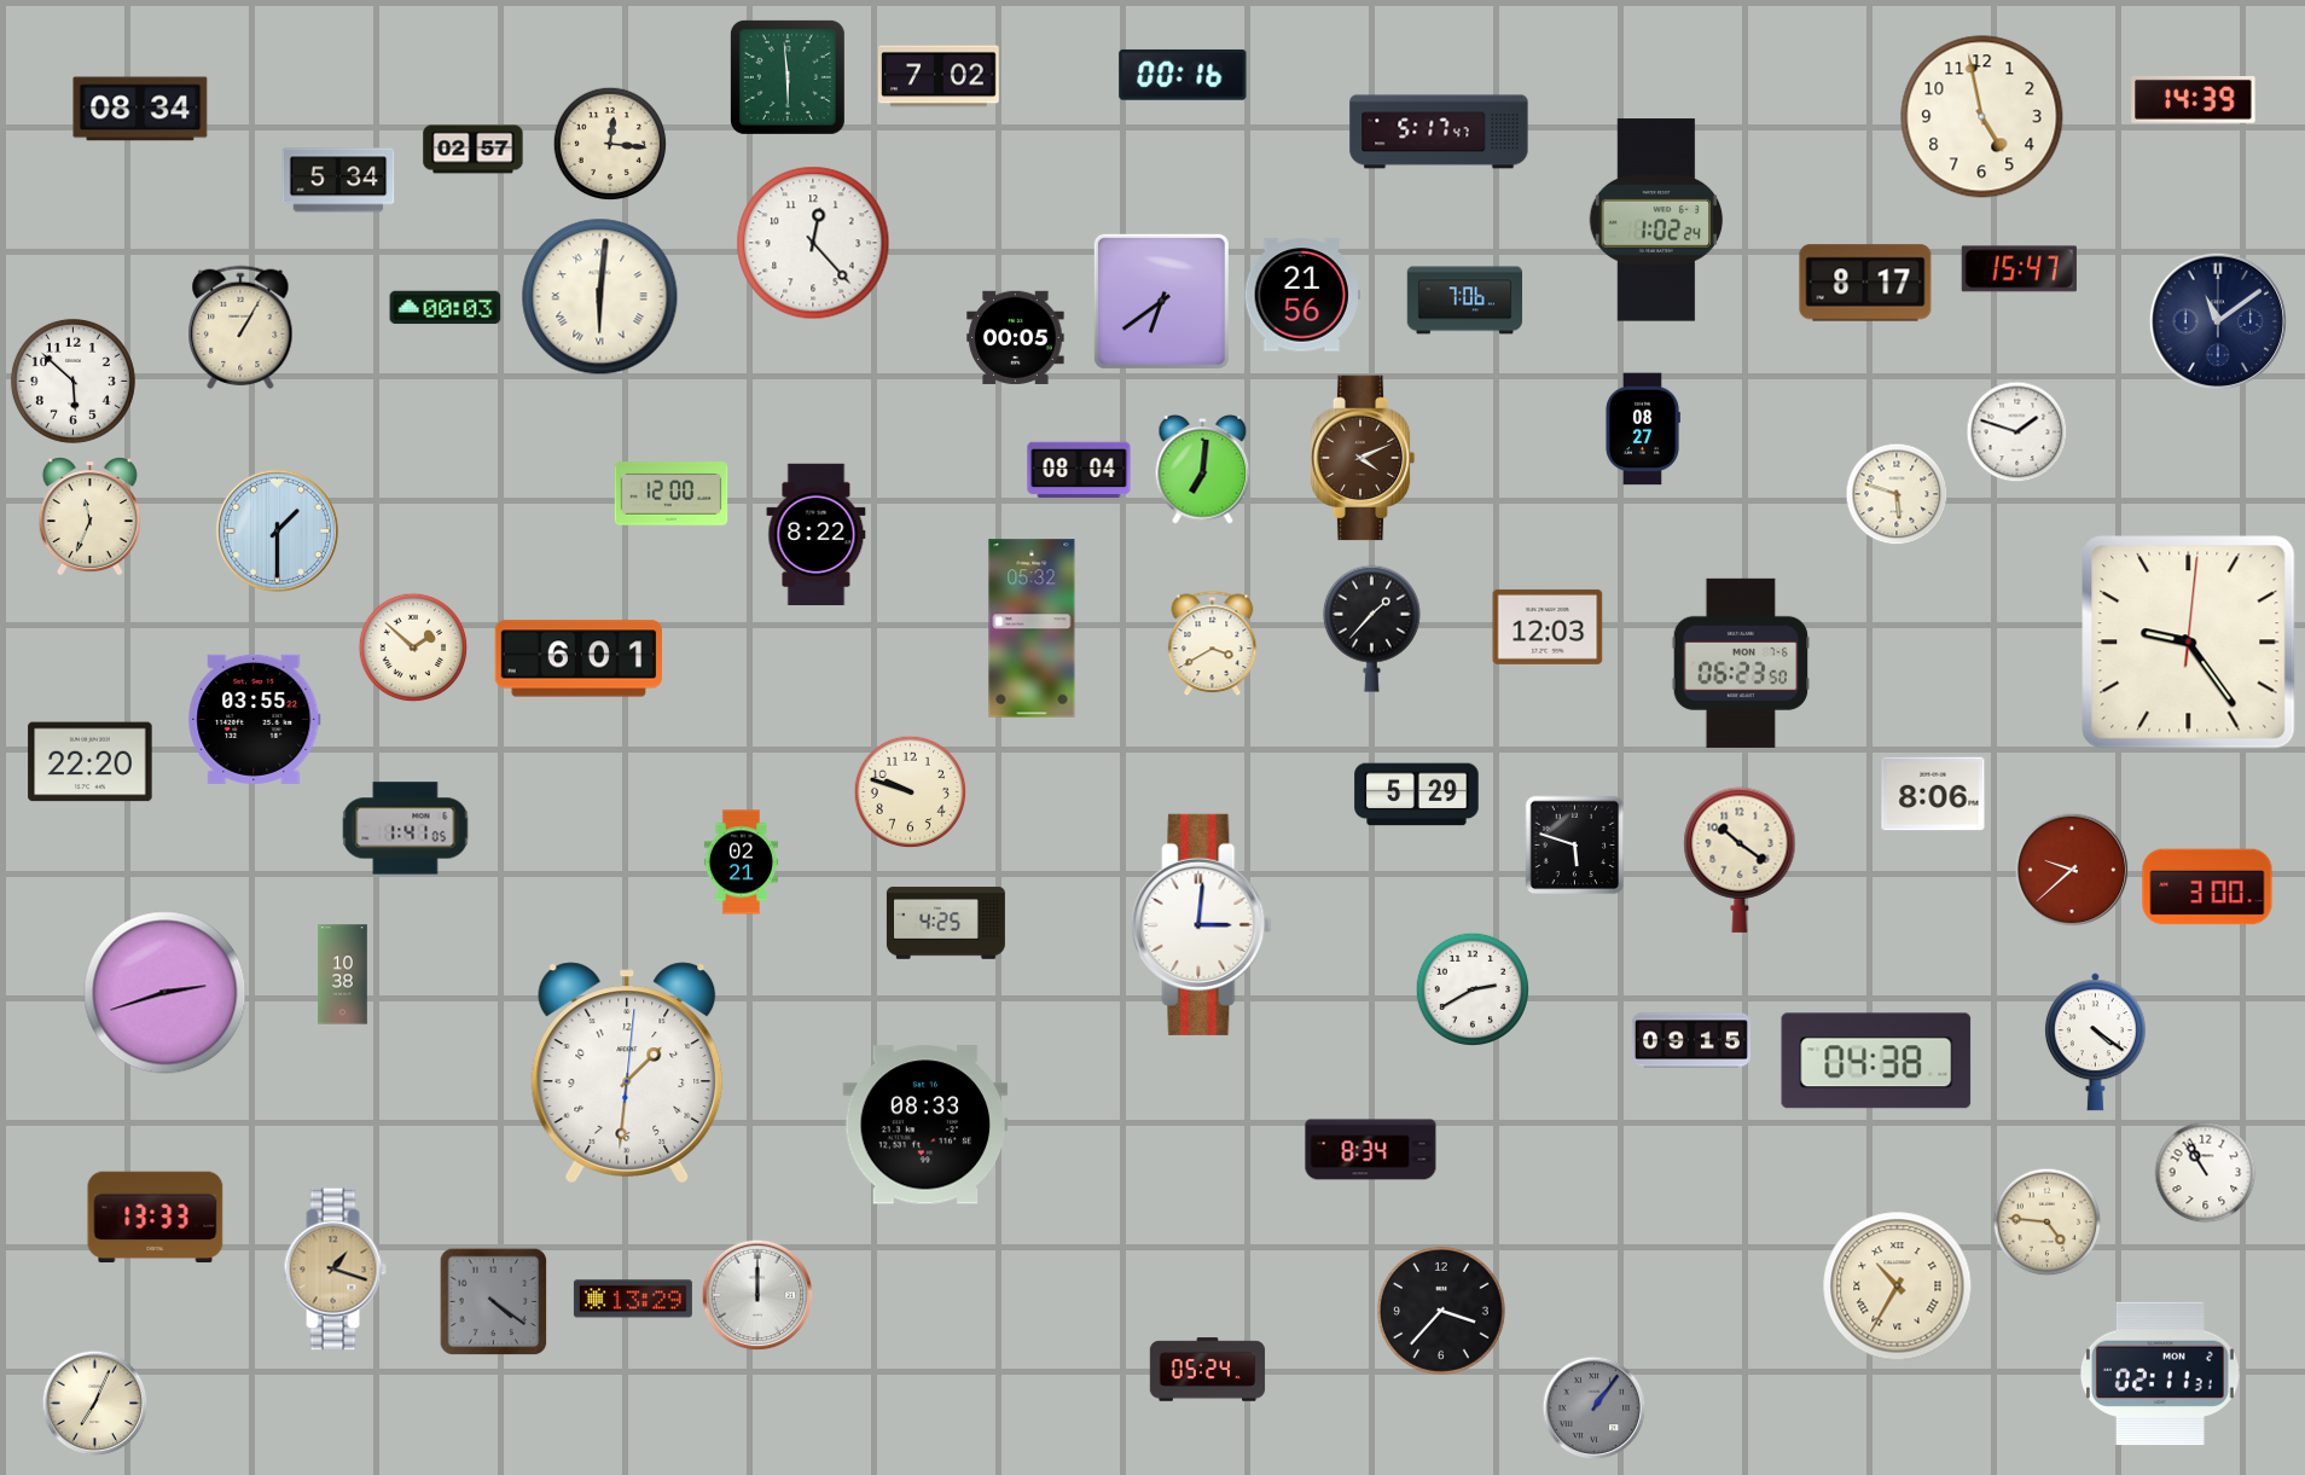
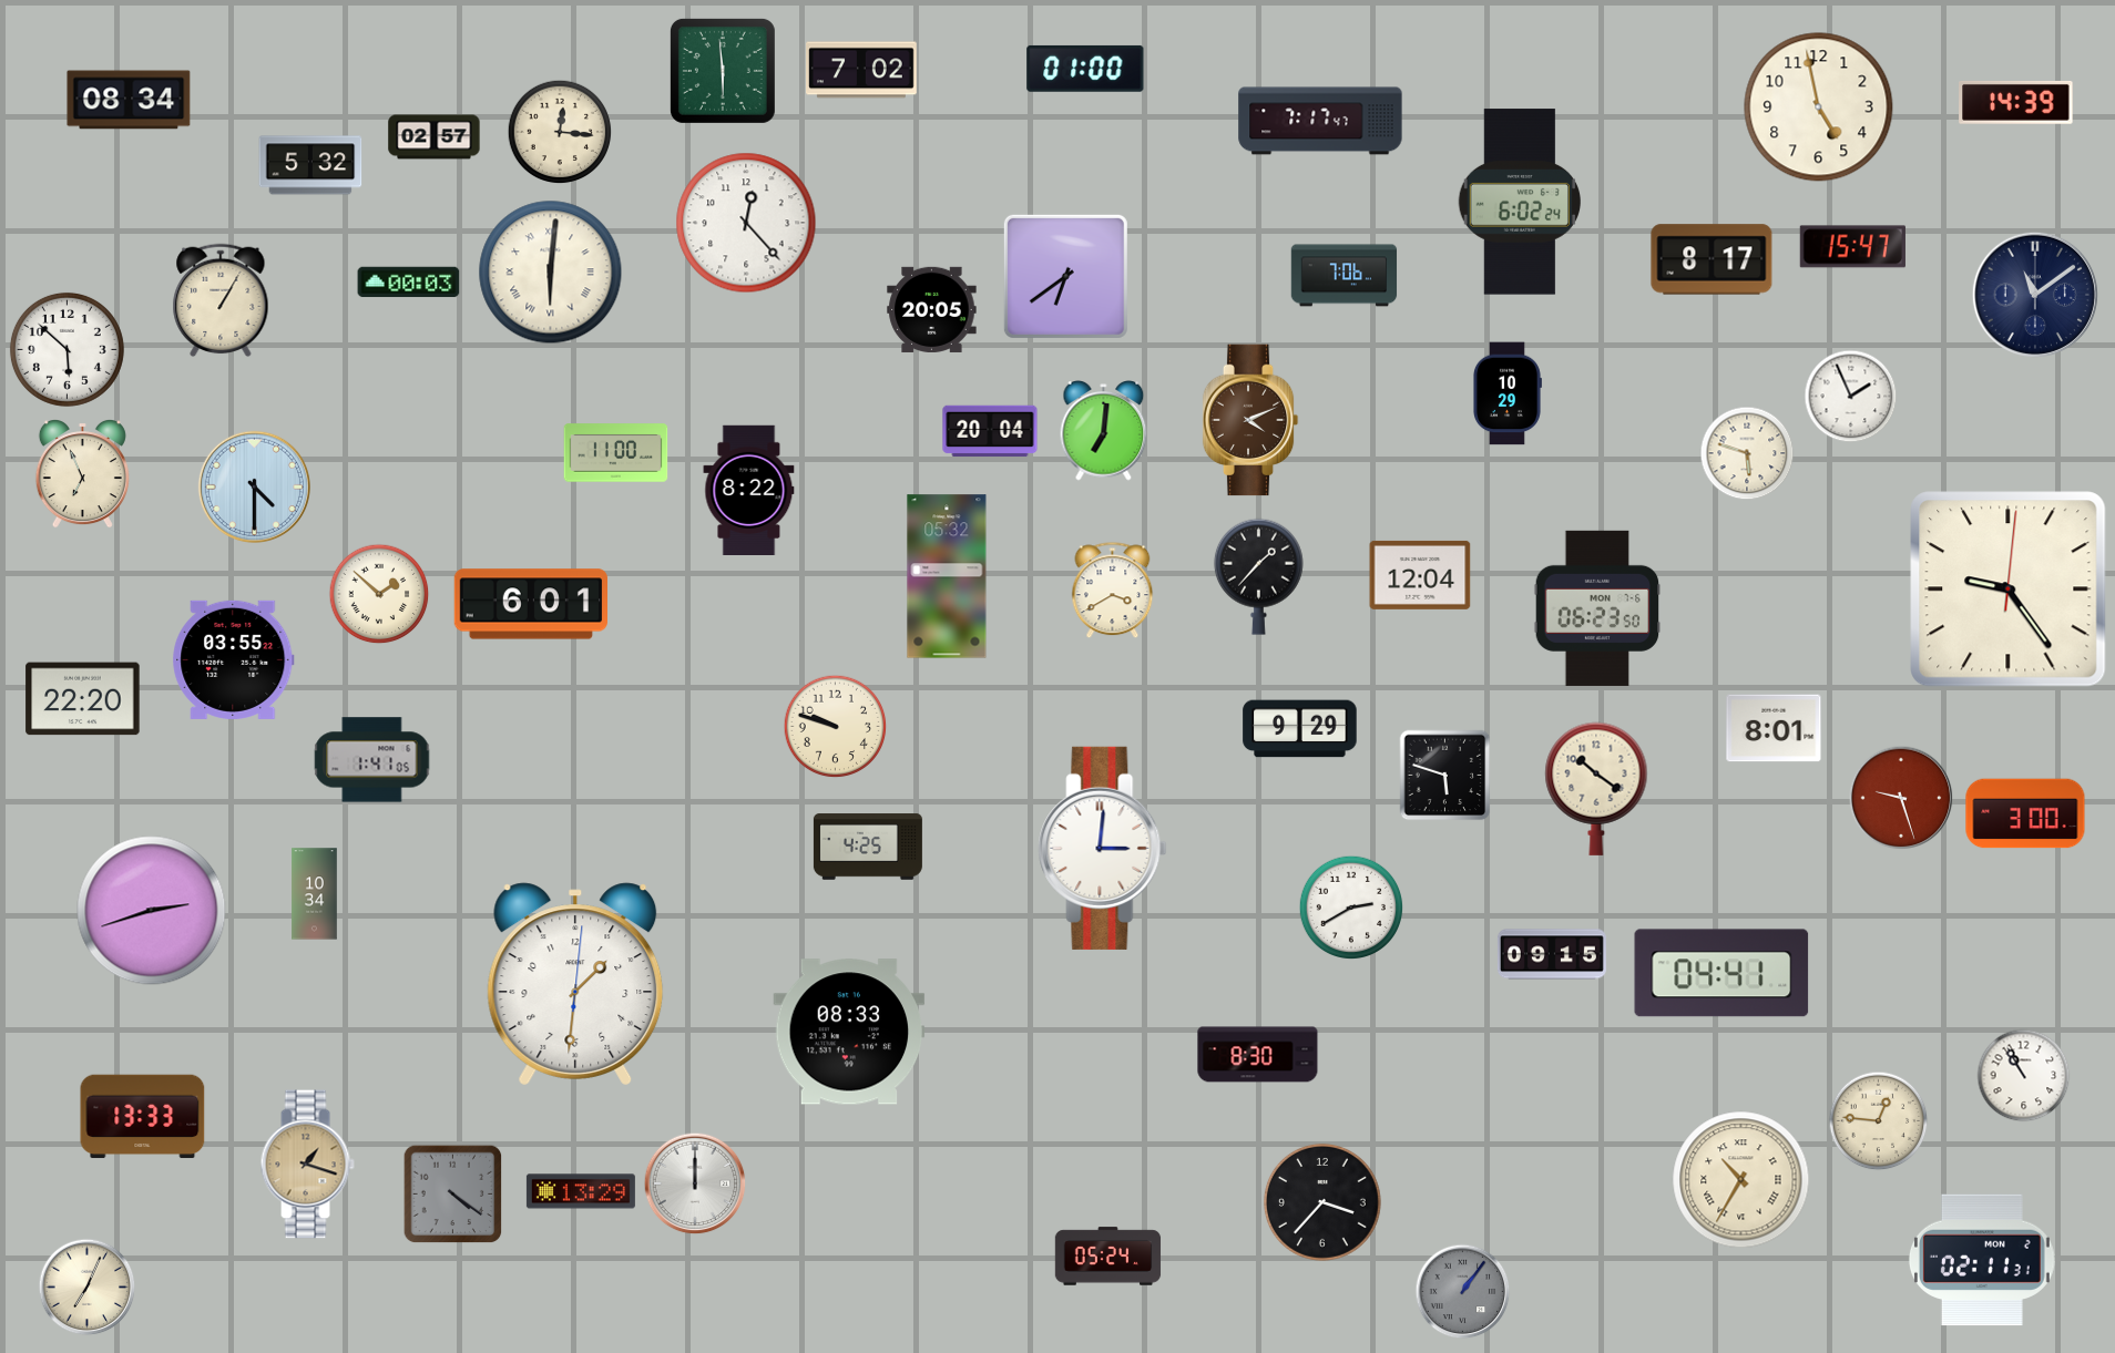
clock at (1183, 75): 00:16 -> 01:00
clock at (2194, 99) position: (2194, 99) -> (2016, 102)
clock at (1439, 132): 5:17 -> 7:17
clock at (338, 180): 5:34 -> 5:32
clock at (1655, 220): 1:02 -> 6:02
clock at (1302, 295): 21:56 -> none
clock at (1016, 337): 00:05 -> 20:05
clock at (1642, 429): 08:27 -> 10:29
clock at (2017, 432): 1:48 -> 1:56
clock at (1079, 470): 08:04 -> 20:04
clock at (672, 494): 12:00 -> 11:00
clock at (1897, 494) position: (1897, 494) -> (1747, 453)
clock at (89, 517): 11:34 -> 6:56
clock at (278, 532): 1:30 -> 4:30
clock at (1548, 627): 12:03 -> 12:04
clock at (1933, 794): 8:06 -> 8:01
clock at (1417, 795): 5:29 -> 9:29
clock at (741, 863): 02:21 -> none
clock at (2072, 870): 9:38 -> 9:27
clock at (343, 975): 10:38 -> 10:34
clock at (2095, 1043): 4:21 -> none
clock at (1876, 1061): 04:38 -> 04:41
clock at (1371, 1150): 8:34 -> 8:30
clock at (2048, 1223): 4:46 -> 12:46
clock at (757, 1295) position: (757, 1295) -> (695, 1183)
